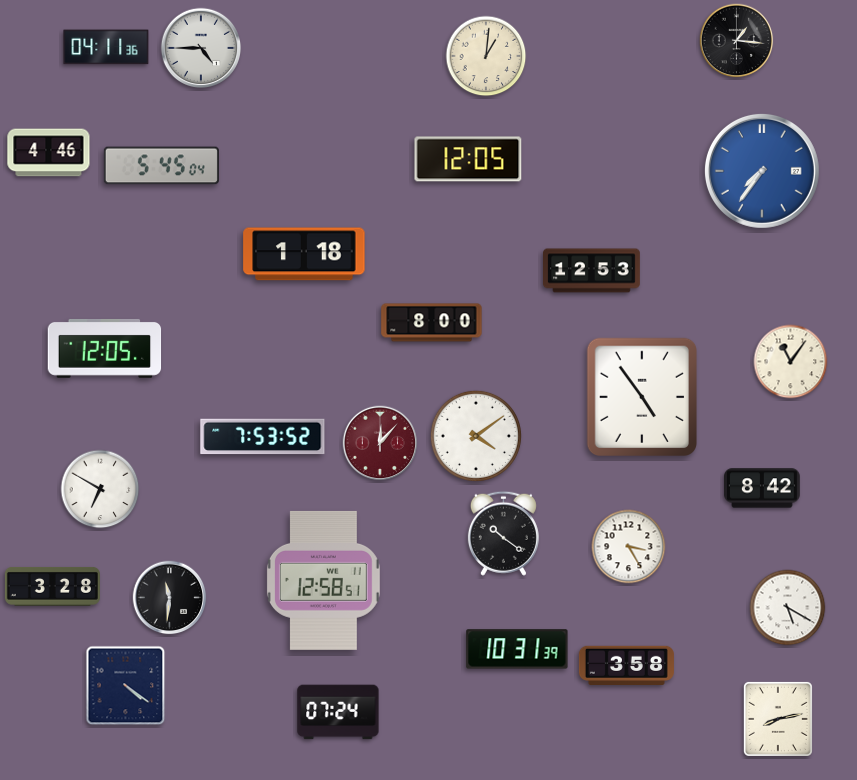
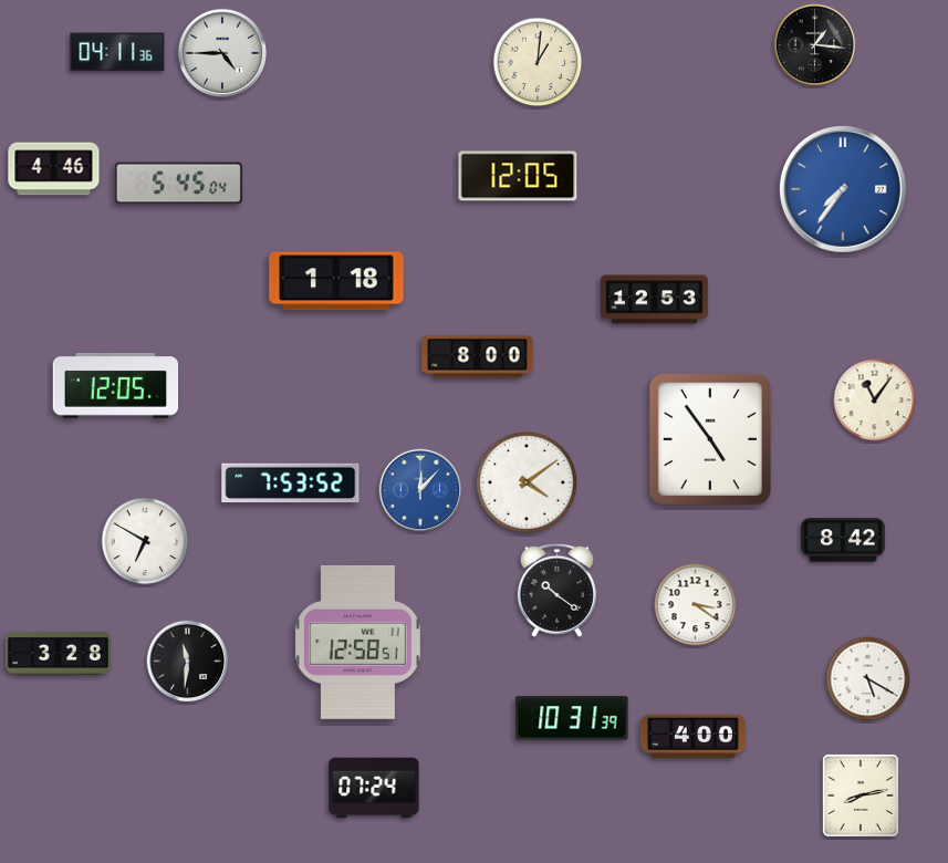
clock at (380, 443) dial: burgundy -> blue
clock at (100, 489) position: (100, 489) -> (145, 541)
clock at (629, 547): 3:25 -> 3:21
clock at (52, 587) position: (52, 587) -> (58, 654)
clock at (788, 608) position: (788, 608) -> (868, 679)
clock at (626, 665): 3:58 -> 4:00
clock at (126, 686): 4:21 -> none
